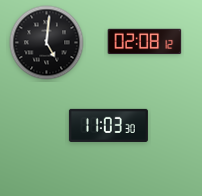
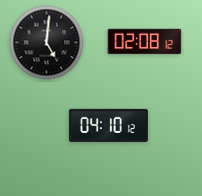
clock at (108, 125): 11:03 -> 04:10
